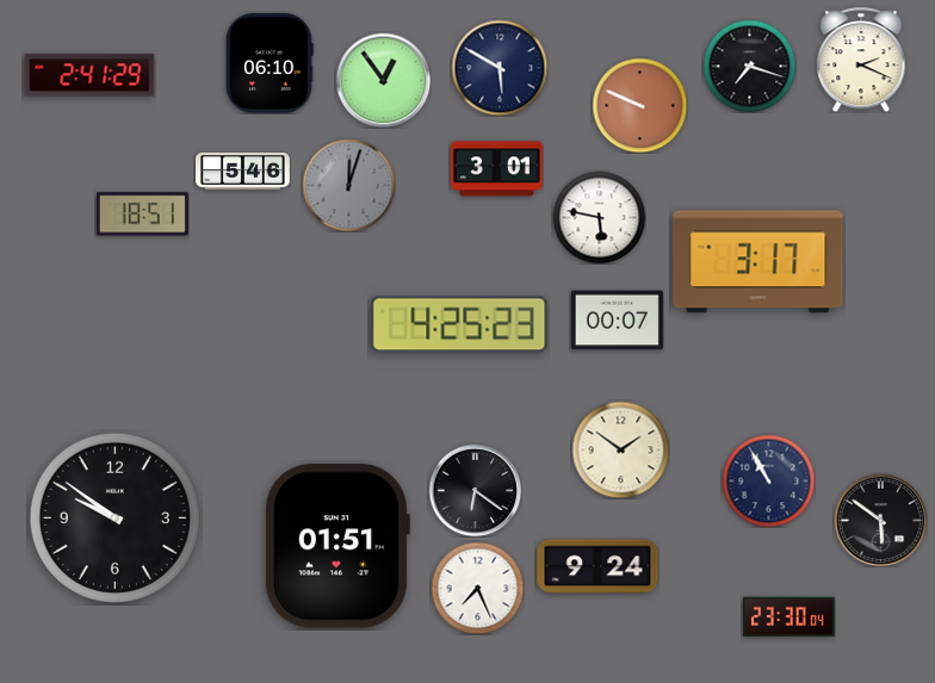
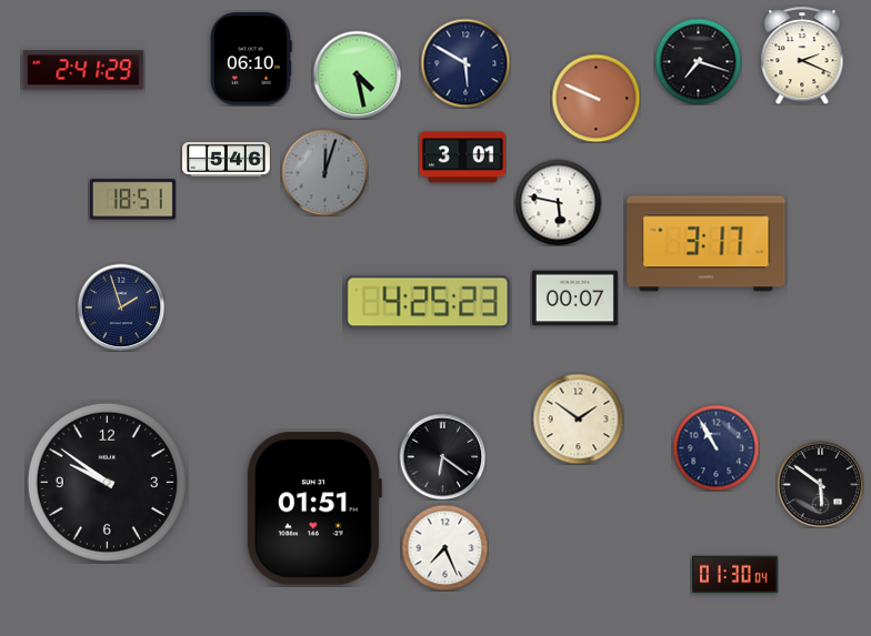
clock at (383, 80): 12:54 -> 4:28
clock at (121, 307): none -> 1:57
clock at (597, 566): 9:24 -> none
clock at (788, 617): 23:30 -> 01:30
